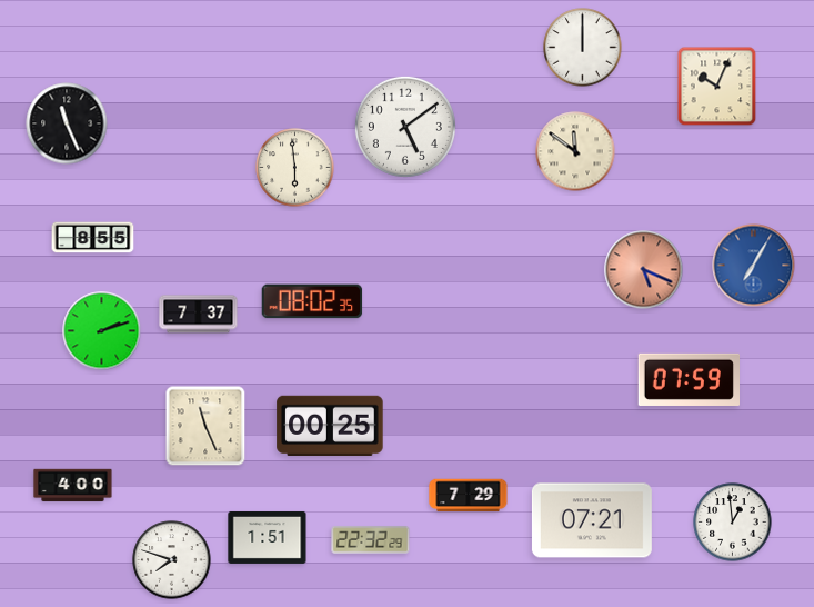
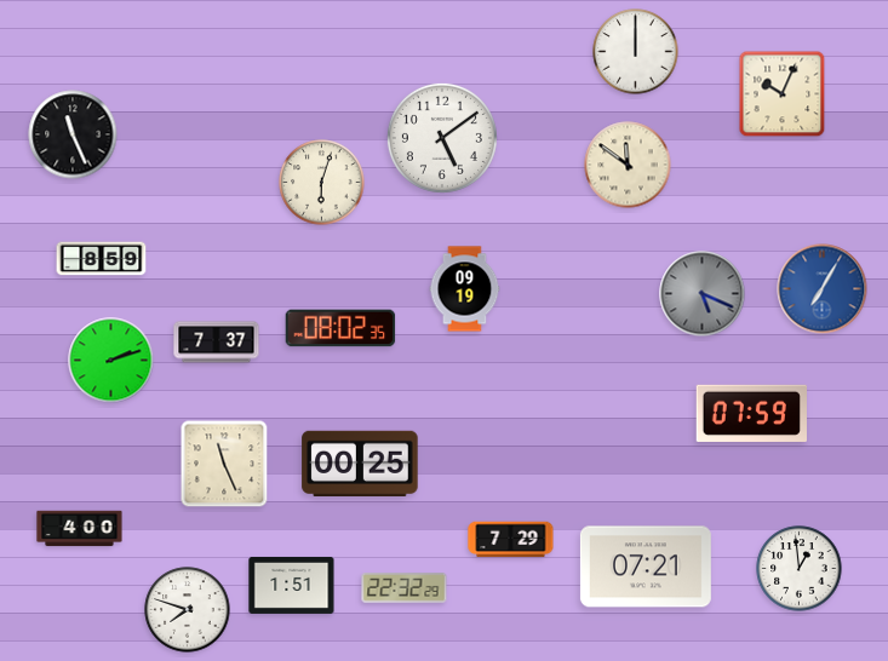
clock at (295, 168): 5:59 -> 6:03
clock at (93, 238): 8:55 -> 8:59
clock at (465, 289): none -> 09:19
clock at (644, 270) dial: salmon -> grey
